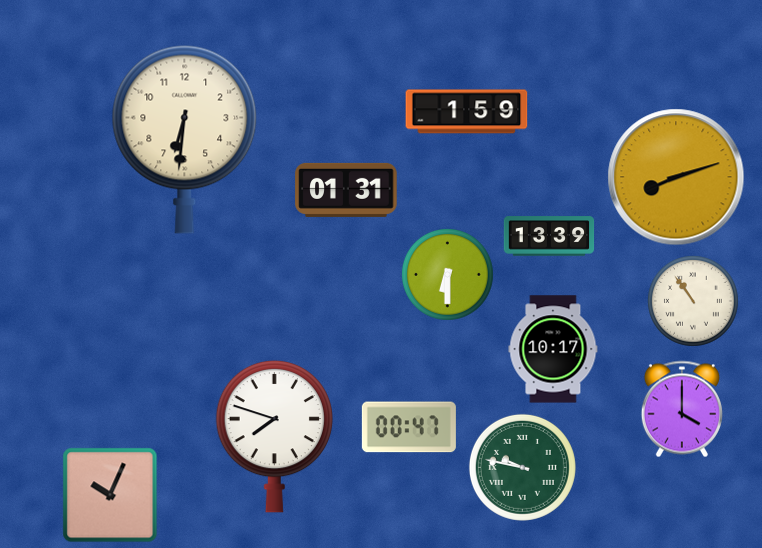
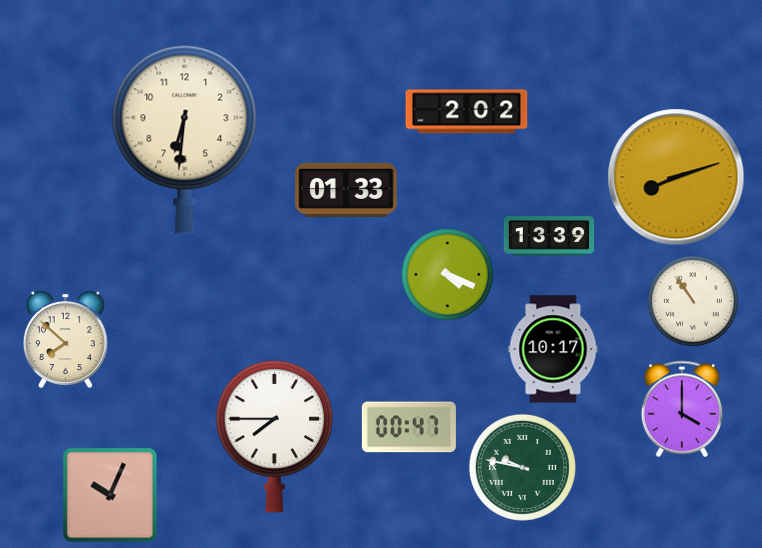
clock at (467, 112): 1:59 -> 2:02
clock at (346, 190): 01:31 -> 01:33
clock at (447, 274): 6:30 -> 4:19
clock at (65, 339): none -> 7:52
clock at (274, 436): 7:48 -> 7:45
